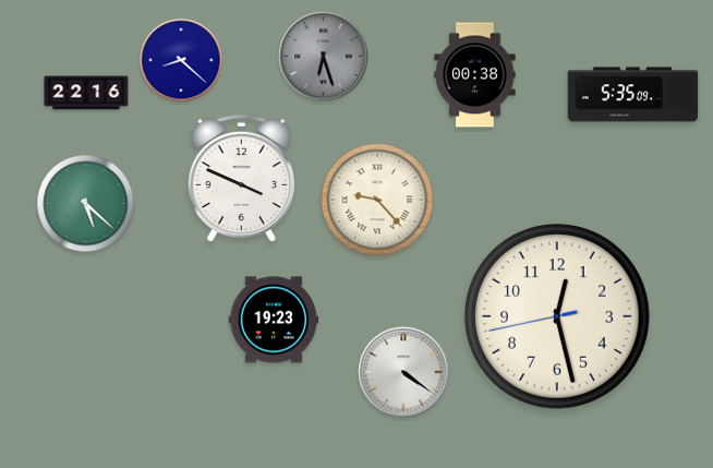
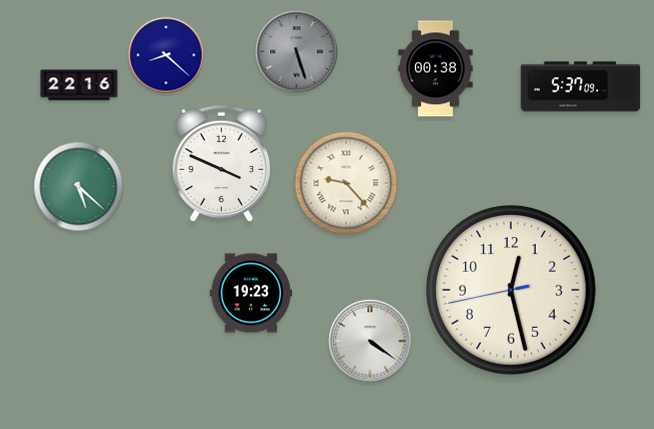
clock at (324, 57): 6:27 -> 5:27
clock at (633, 95): 5:35 -> 5:37
